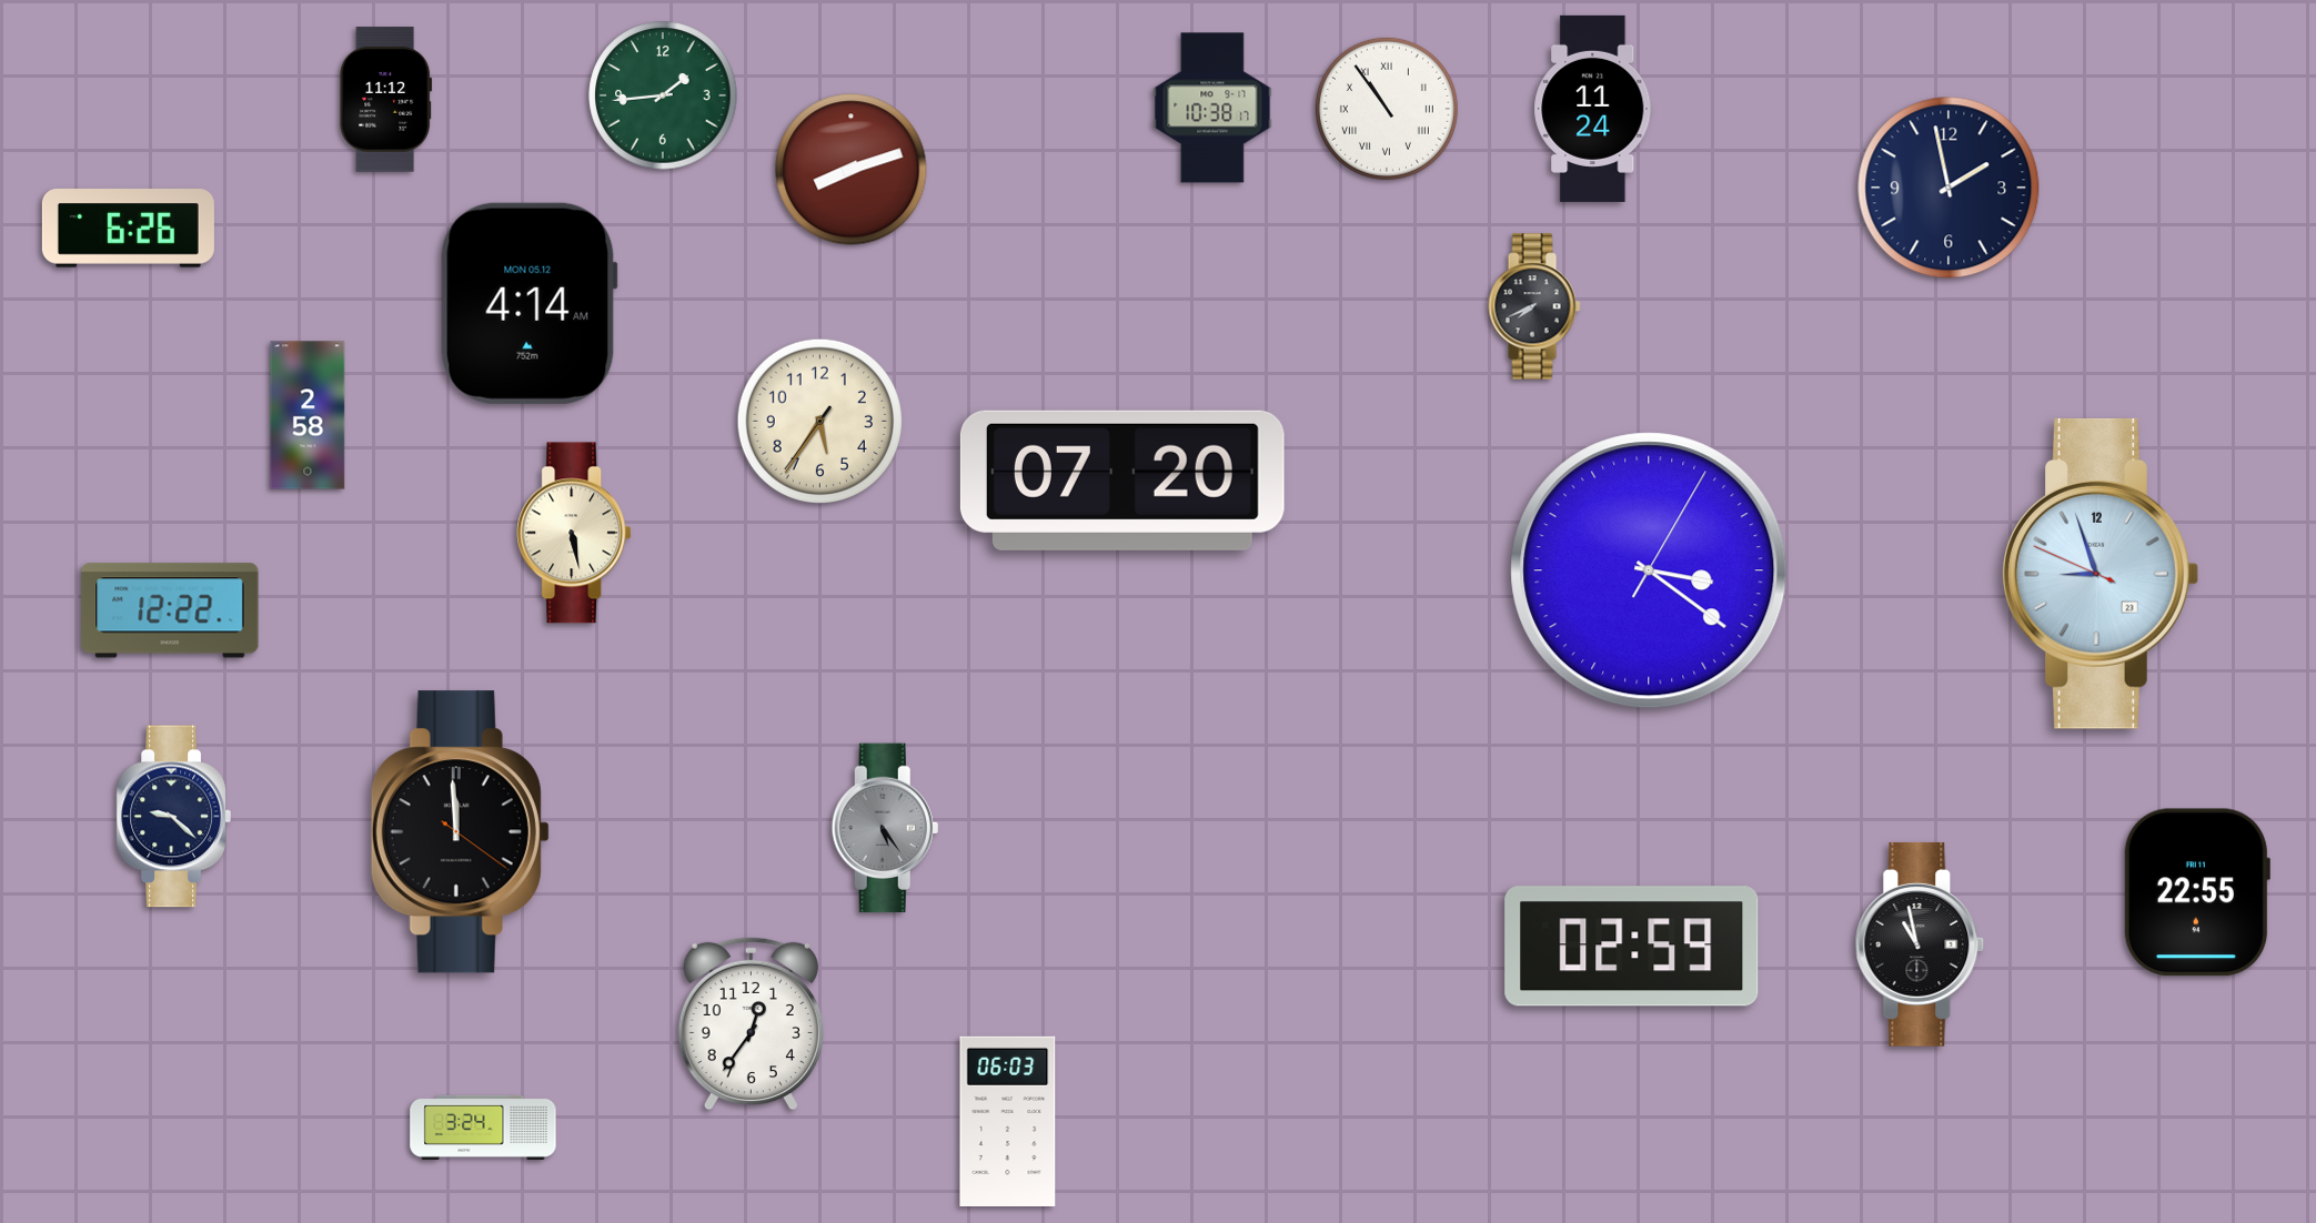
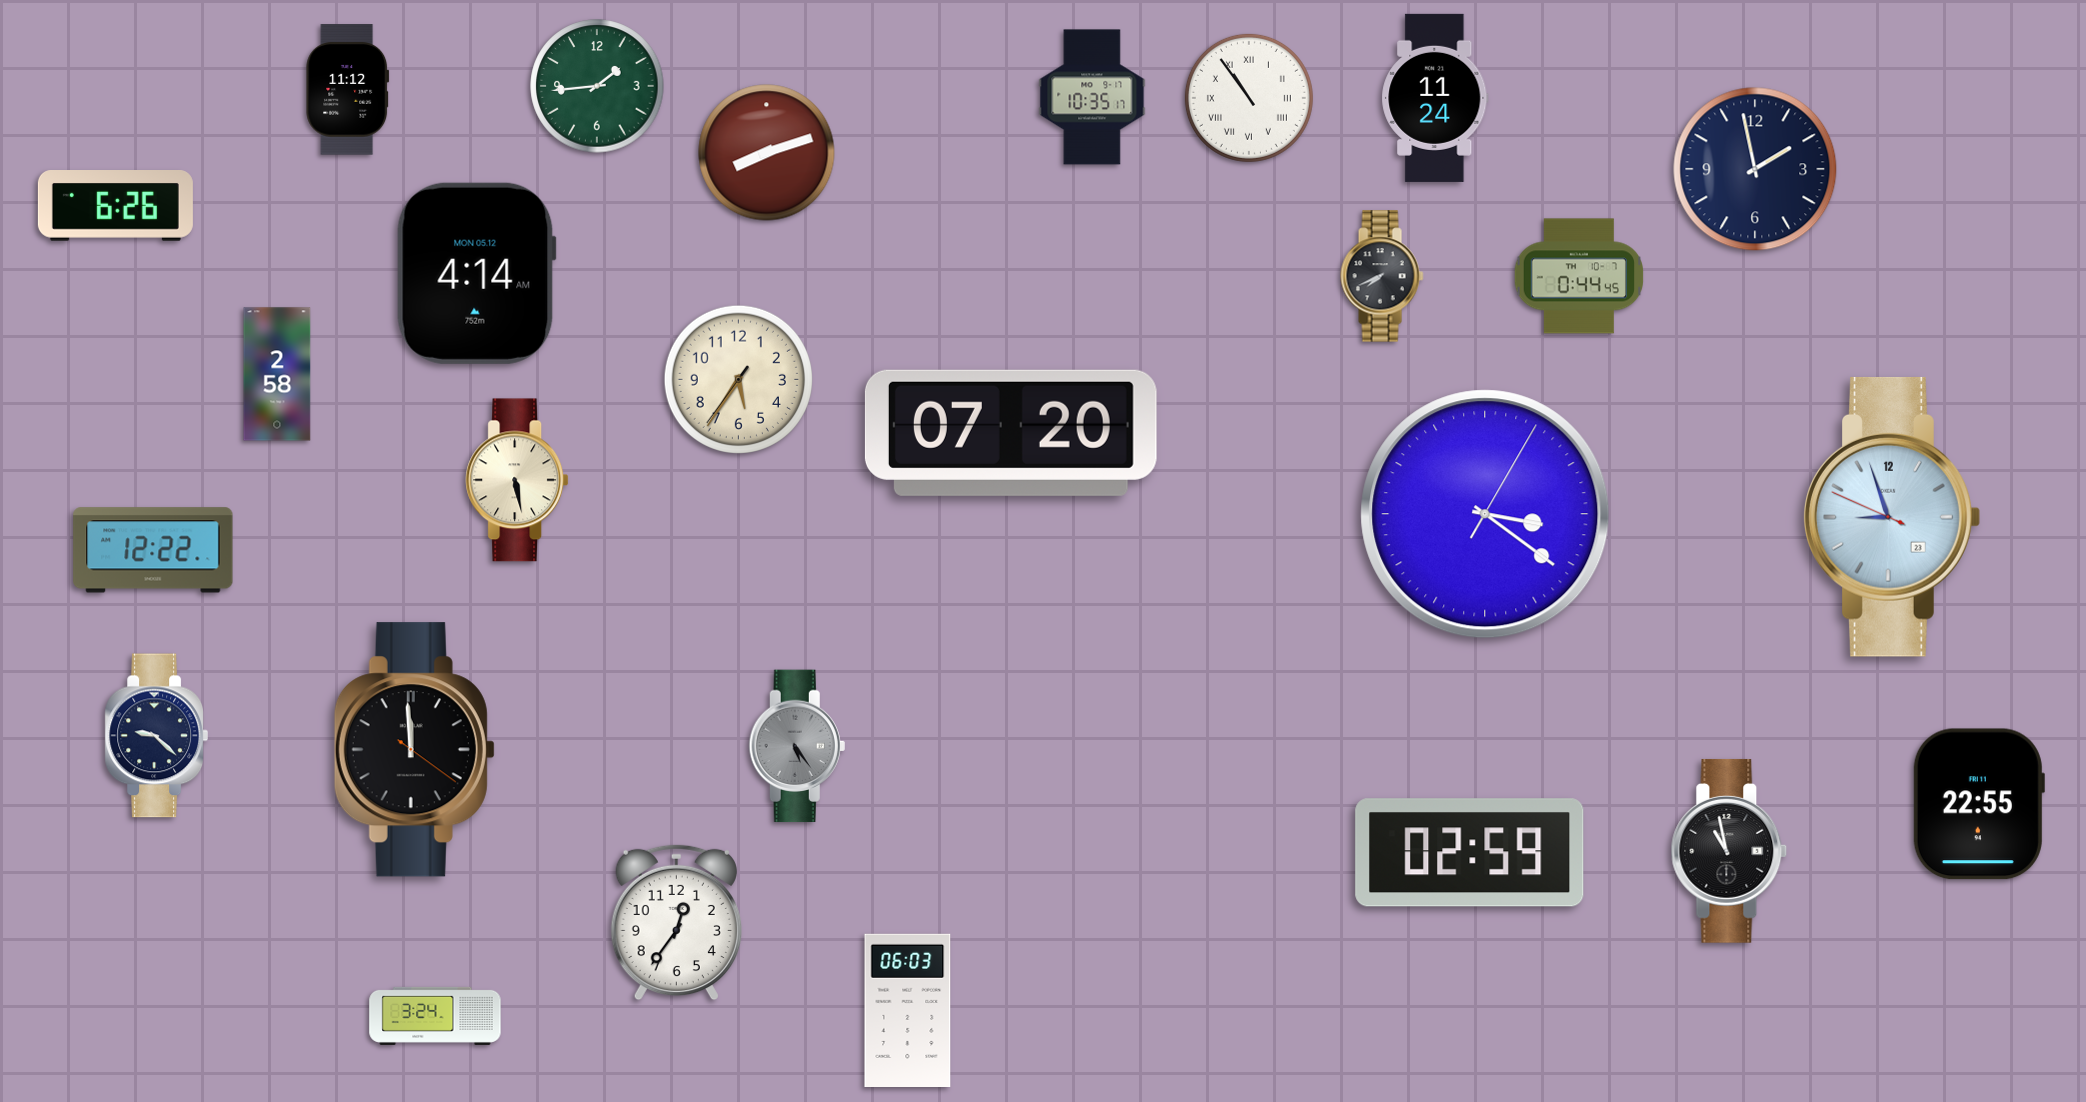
clock at (1212, 108): 10:38 -> 10:35
clock at (1579, 276): none -> 0:44
